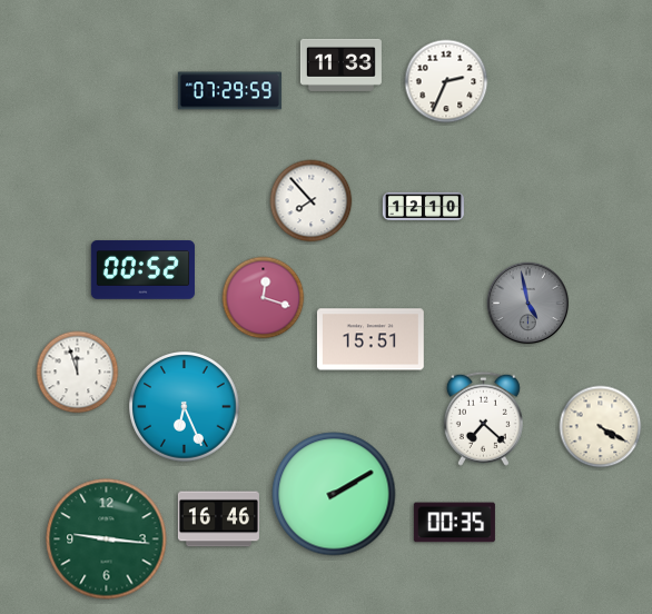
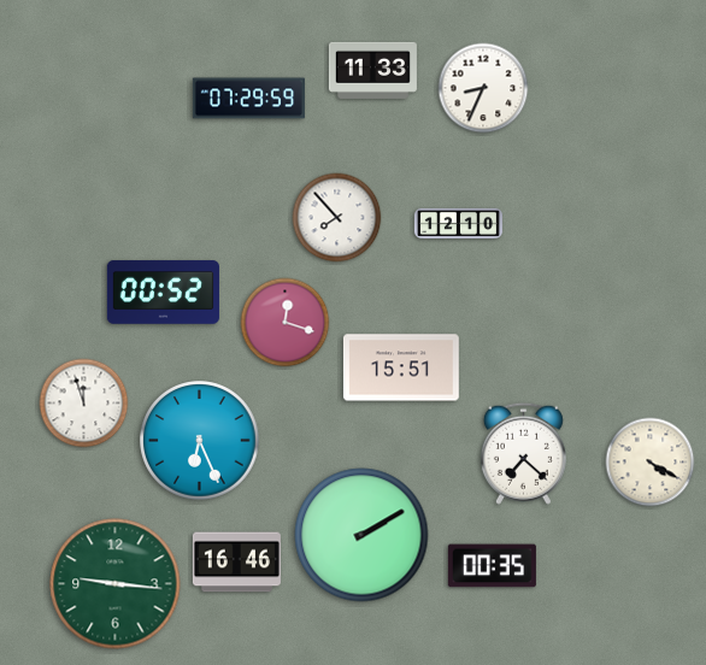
clock at (340, 65) position: (340, 65) -> (372, 70)
clock at (446, 81): 2:34 -> 8:34
clock at (142, 270) position: (142, 270) -> (163, 293)
clock at (528, 304): 4:58 -> none
